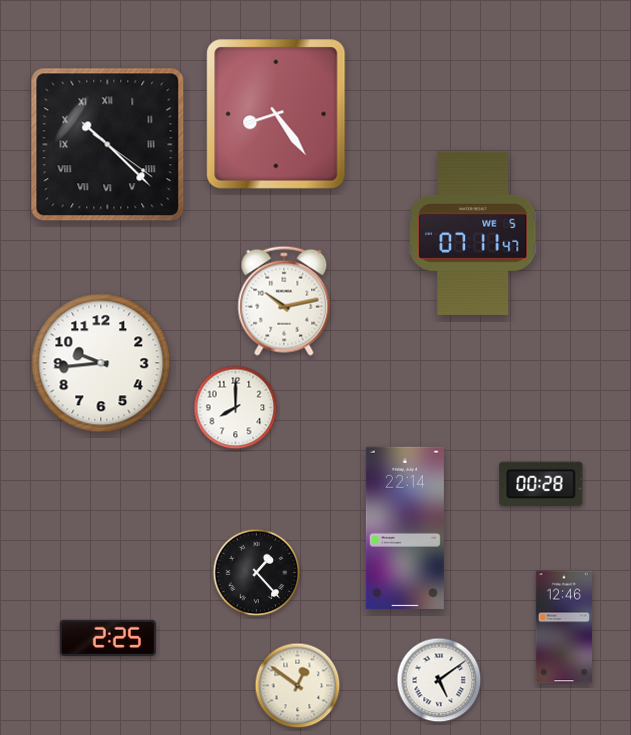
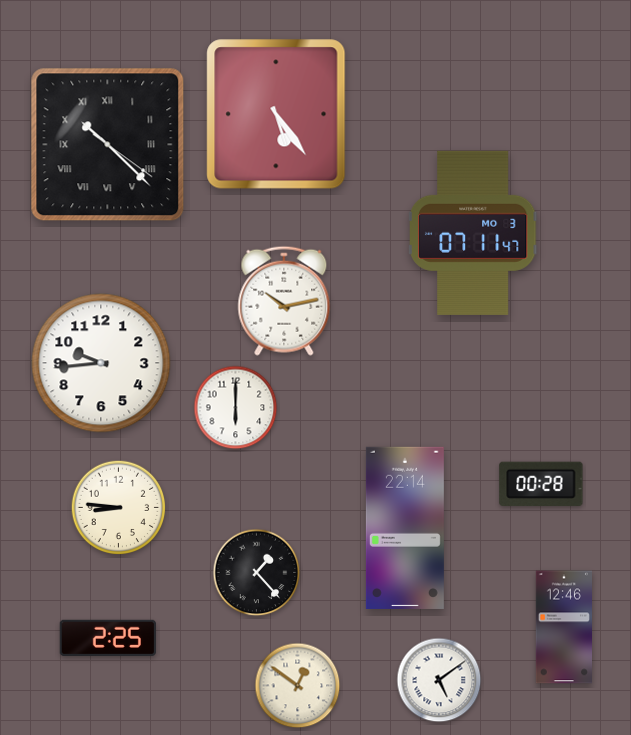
clock at (276, 114): 8:24 -> 5:24
clock at (473, 233) date: WE 5 -> MO 3
clock at (236, 408): 8:00 -> 6:00
clock at (119, 508): none -> 8:46
